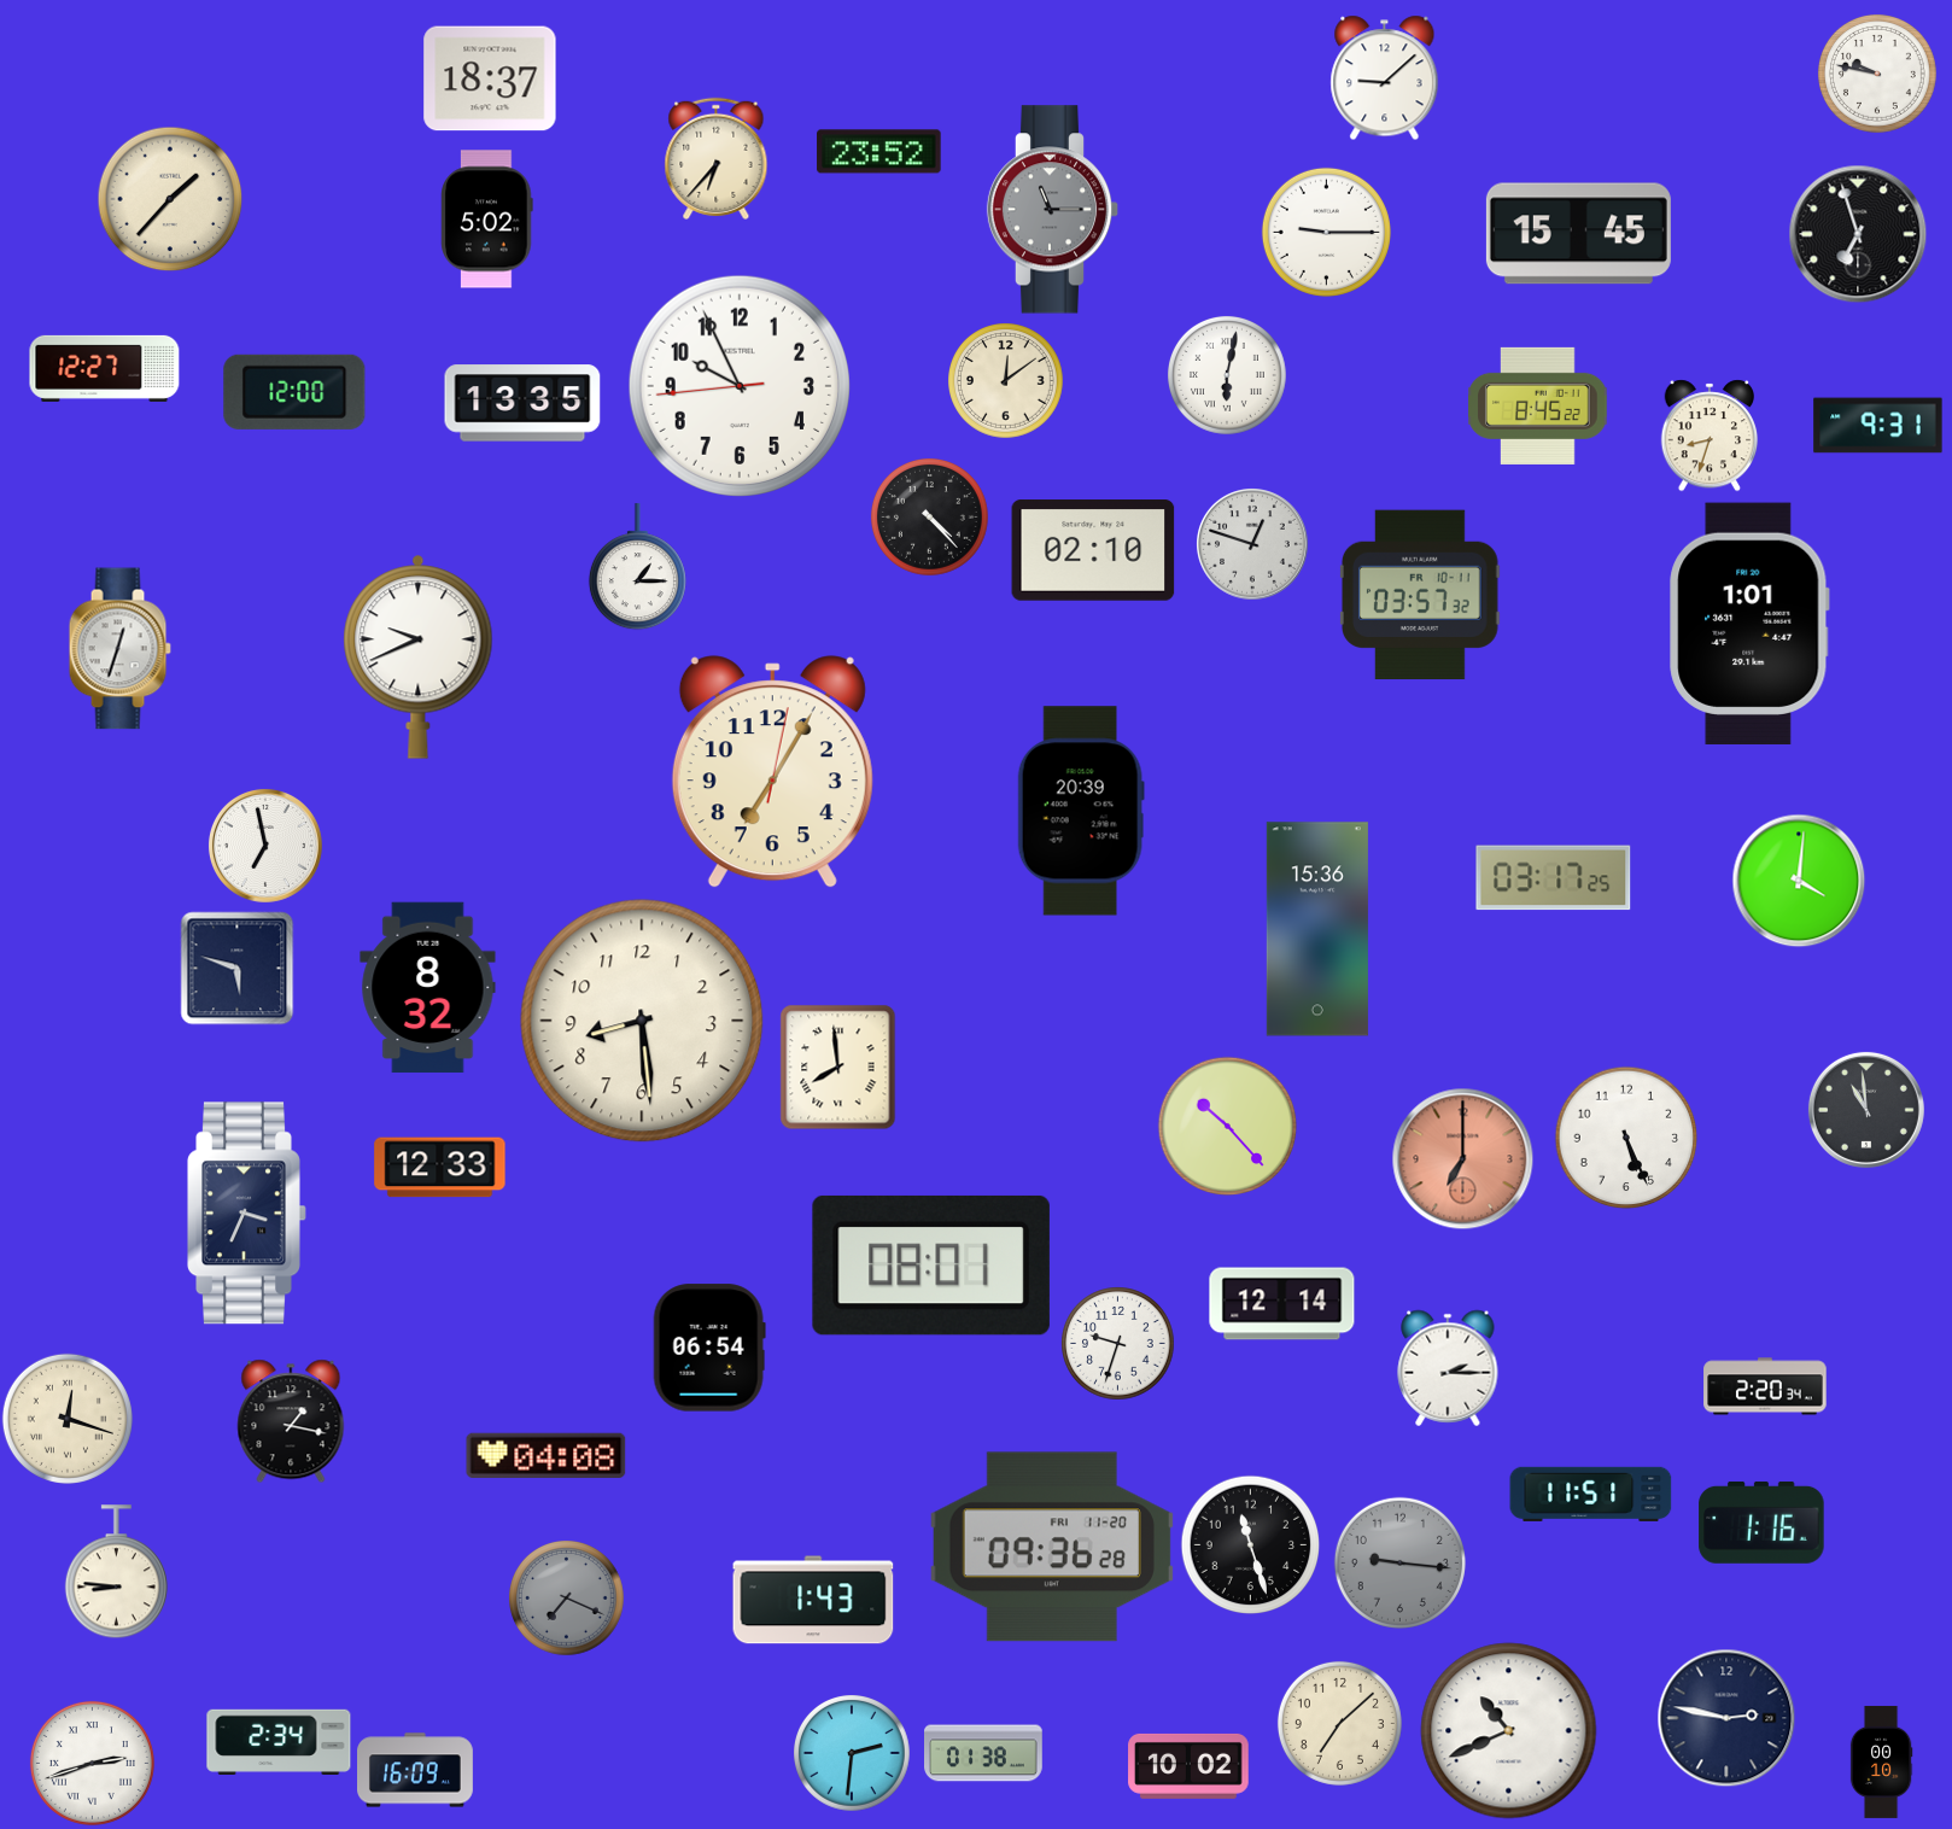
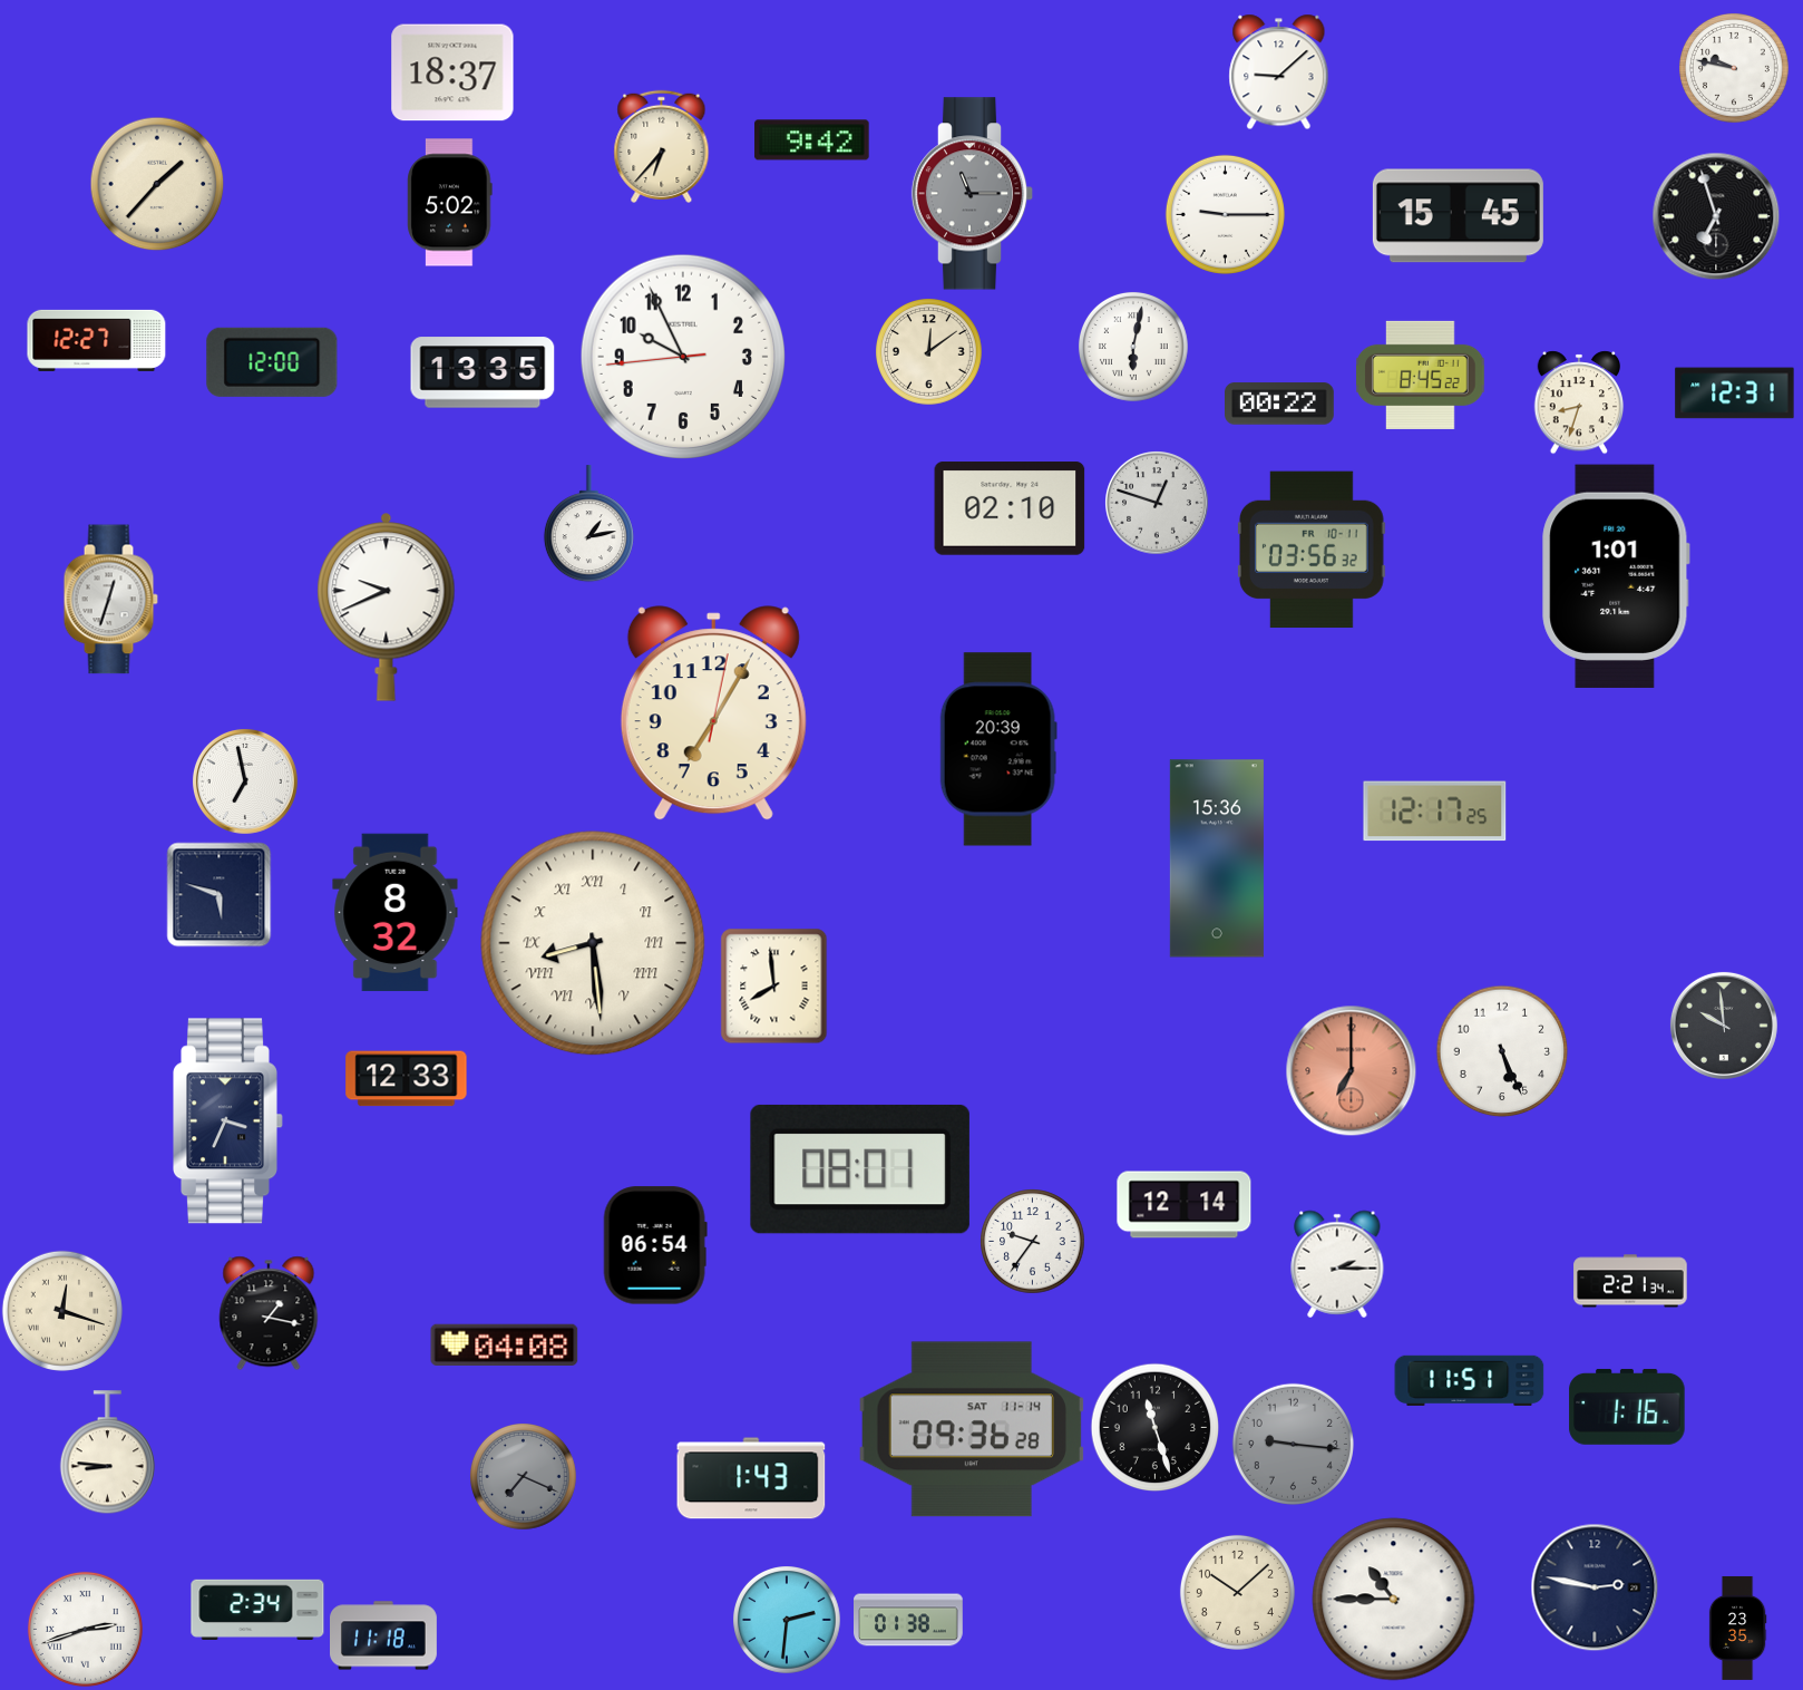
clock at (879, 152): 23:52 -> 9:42
clock at (1878, 426): 9:31 -> 12:31
clock at (1280, 404): none -> 00:22
clock at (929, 516): 4:23 -> none
clock at (637, 567): 1:15 -> 1:13
clock at (1420, 595): 03:57 -> 03:56
clock at (1554, 878): 03:17 -> 12:17
clock at (1799, 881): 4:01 -> none
clock at (642, 1021) numerals: Arabic -> Roman
clock at (1866, 1110): 10:59 -> 9:59
clock at (1227, 1126): 10:23 -> none
clock at (1117, 1343): 9:33 -> 9:36
clock at (1765, 1386): 2:20 -> 2:21
clock at (1052, 1547) date: FRI 11-20 -> SAT 11-14
clock at (1339, 1723): 7:08 -> 10:08
clock at (1509, 1731): 10:41 -> 10:45
clock at (1881, 1761): 00:10 -> 23:35
clock at (1188, 1766): 10:02 -> none
clock at (416, 1770): 16:09 -> 11:18
